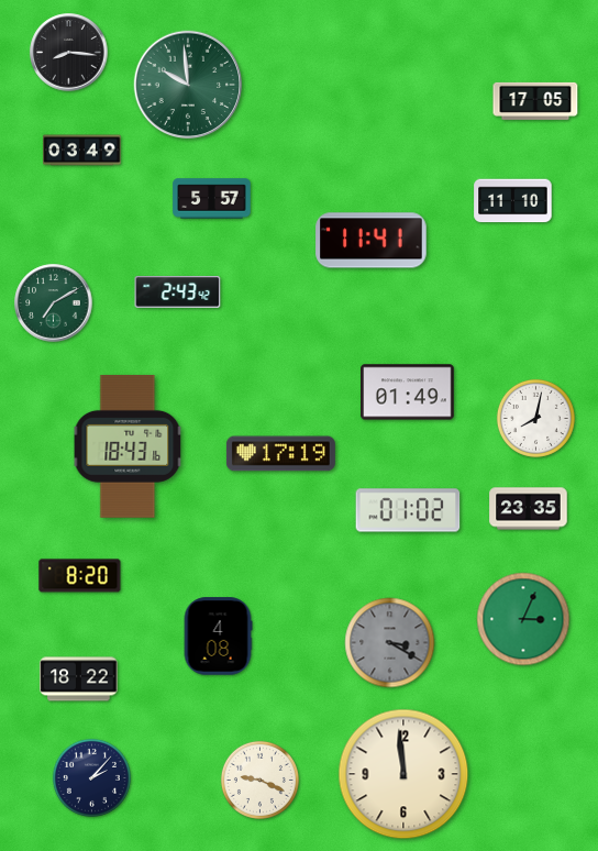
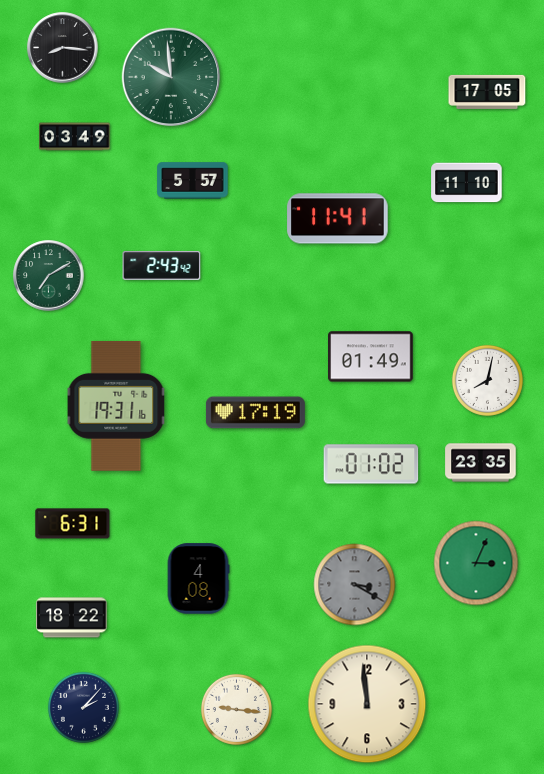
clock at (128, 446): 18:43 -> 19:31
clock at (80, 576): 8:20 -> 6:31
clock at (259, 780): 9:19 -> 9:16
